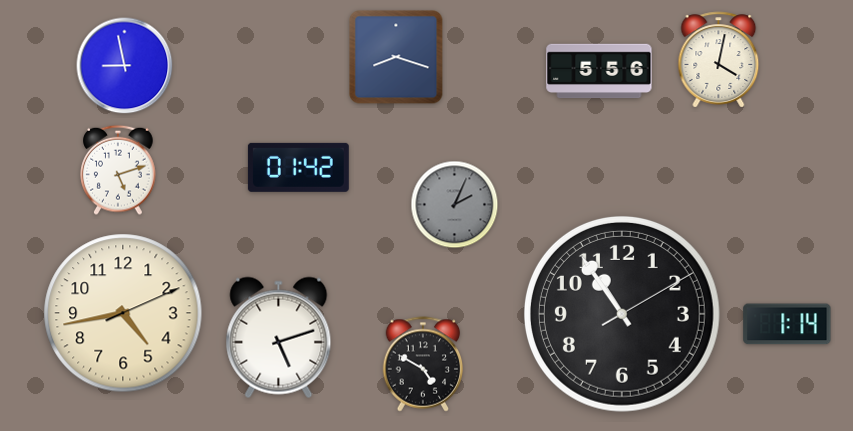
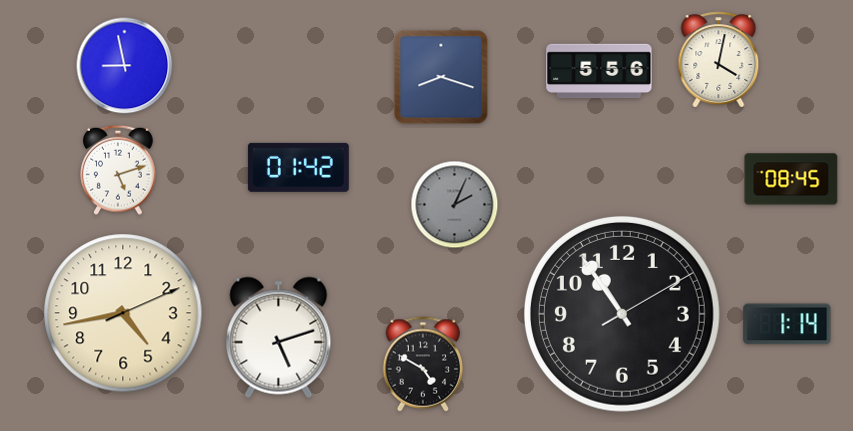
clock at (396, 57) position: (396, 57) -> (441, 77)
clock at (791, 179): none -> 08:45
